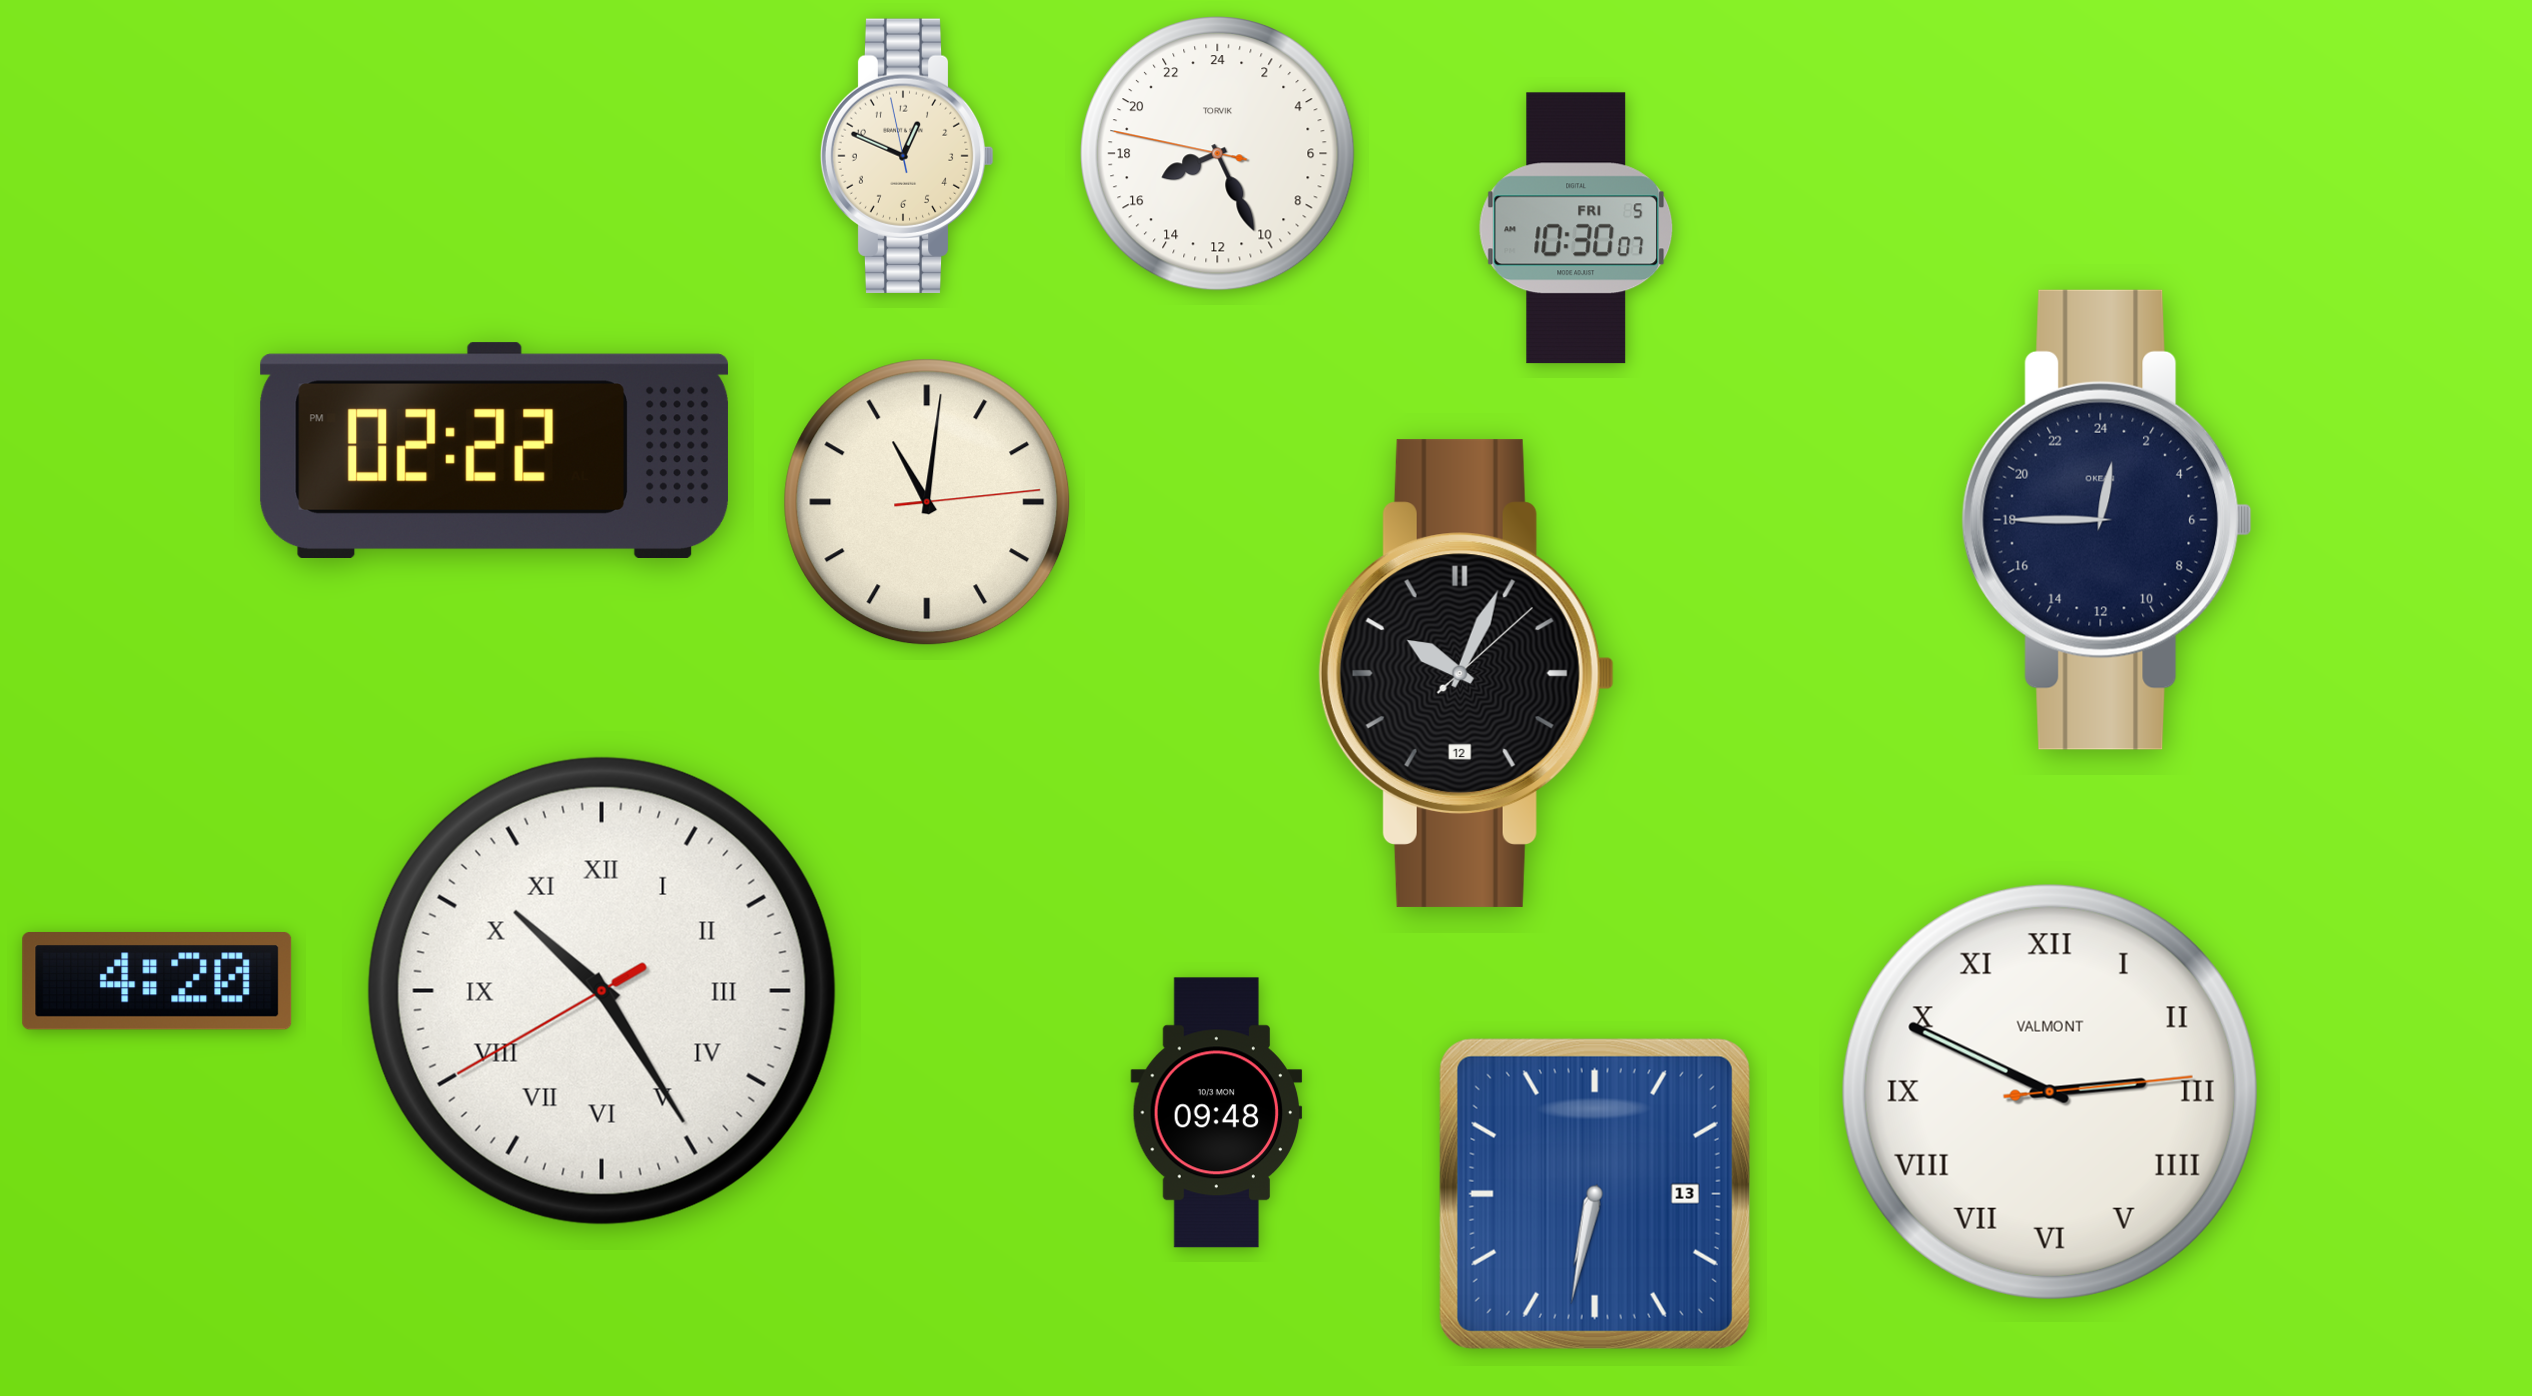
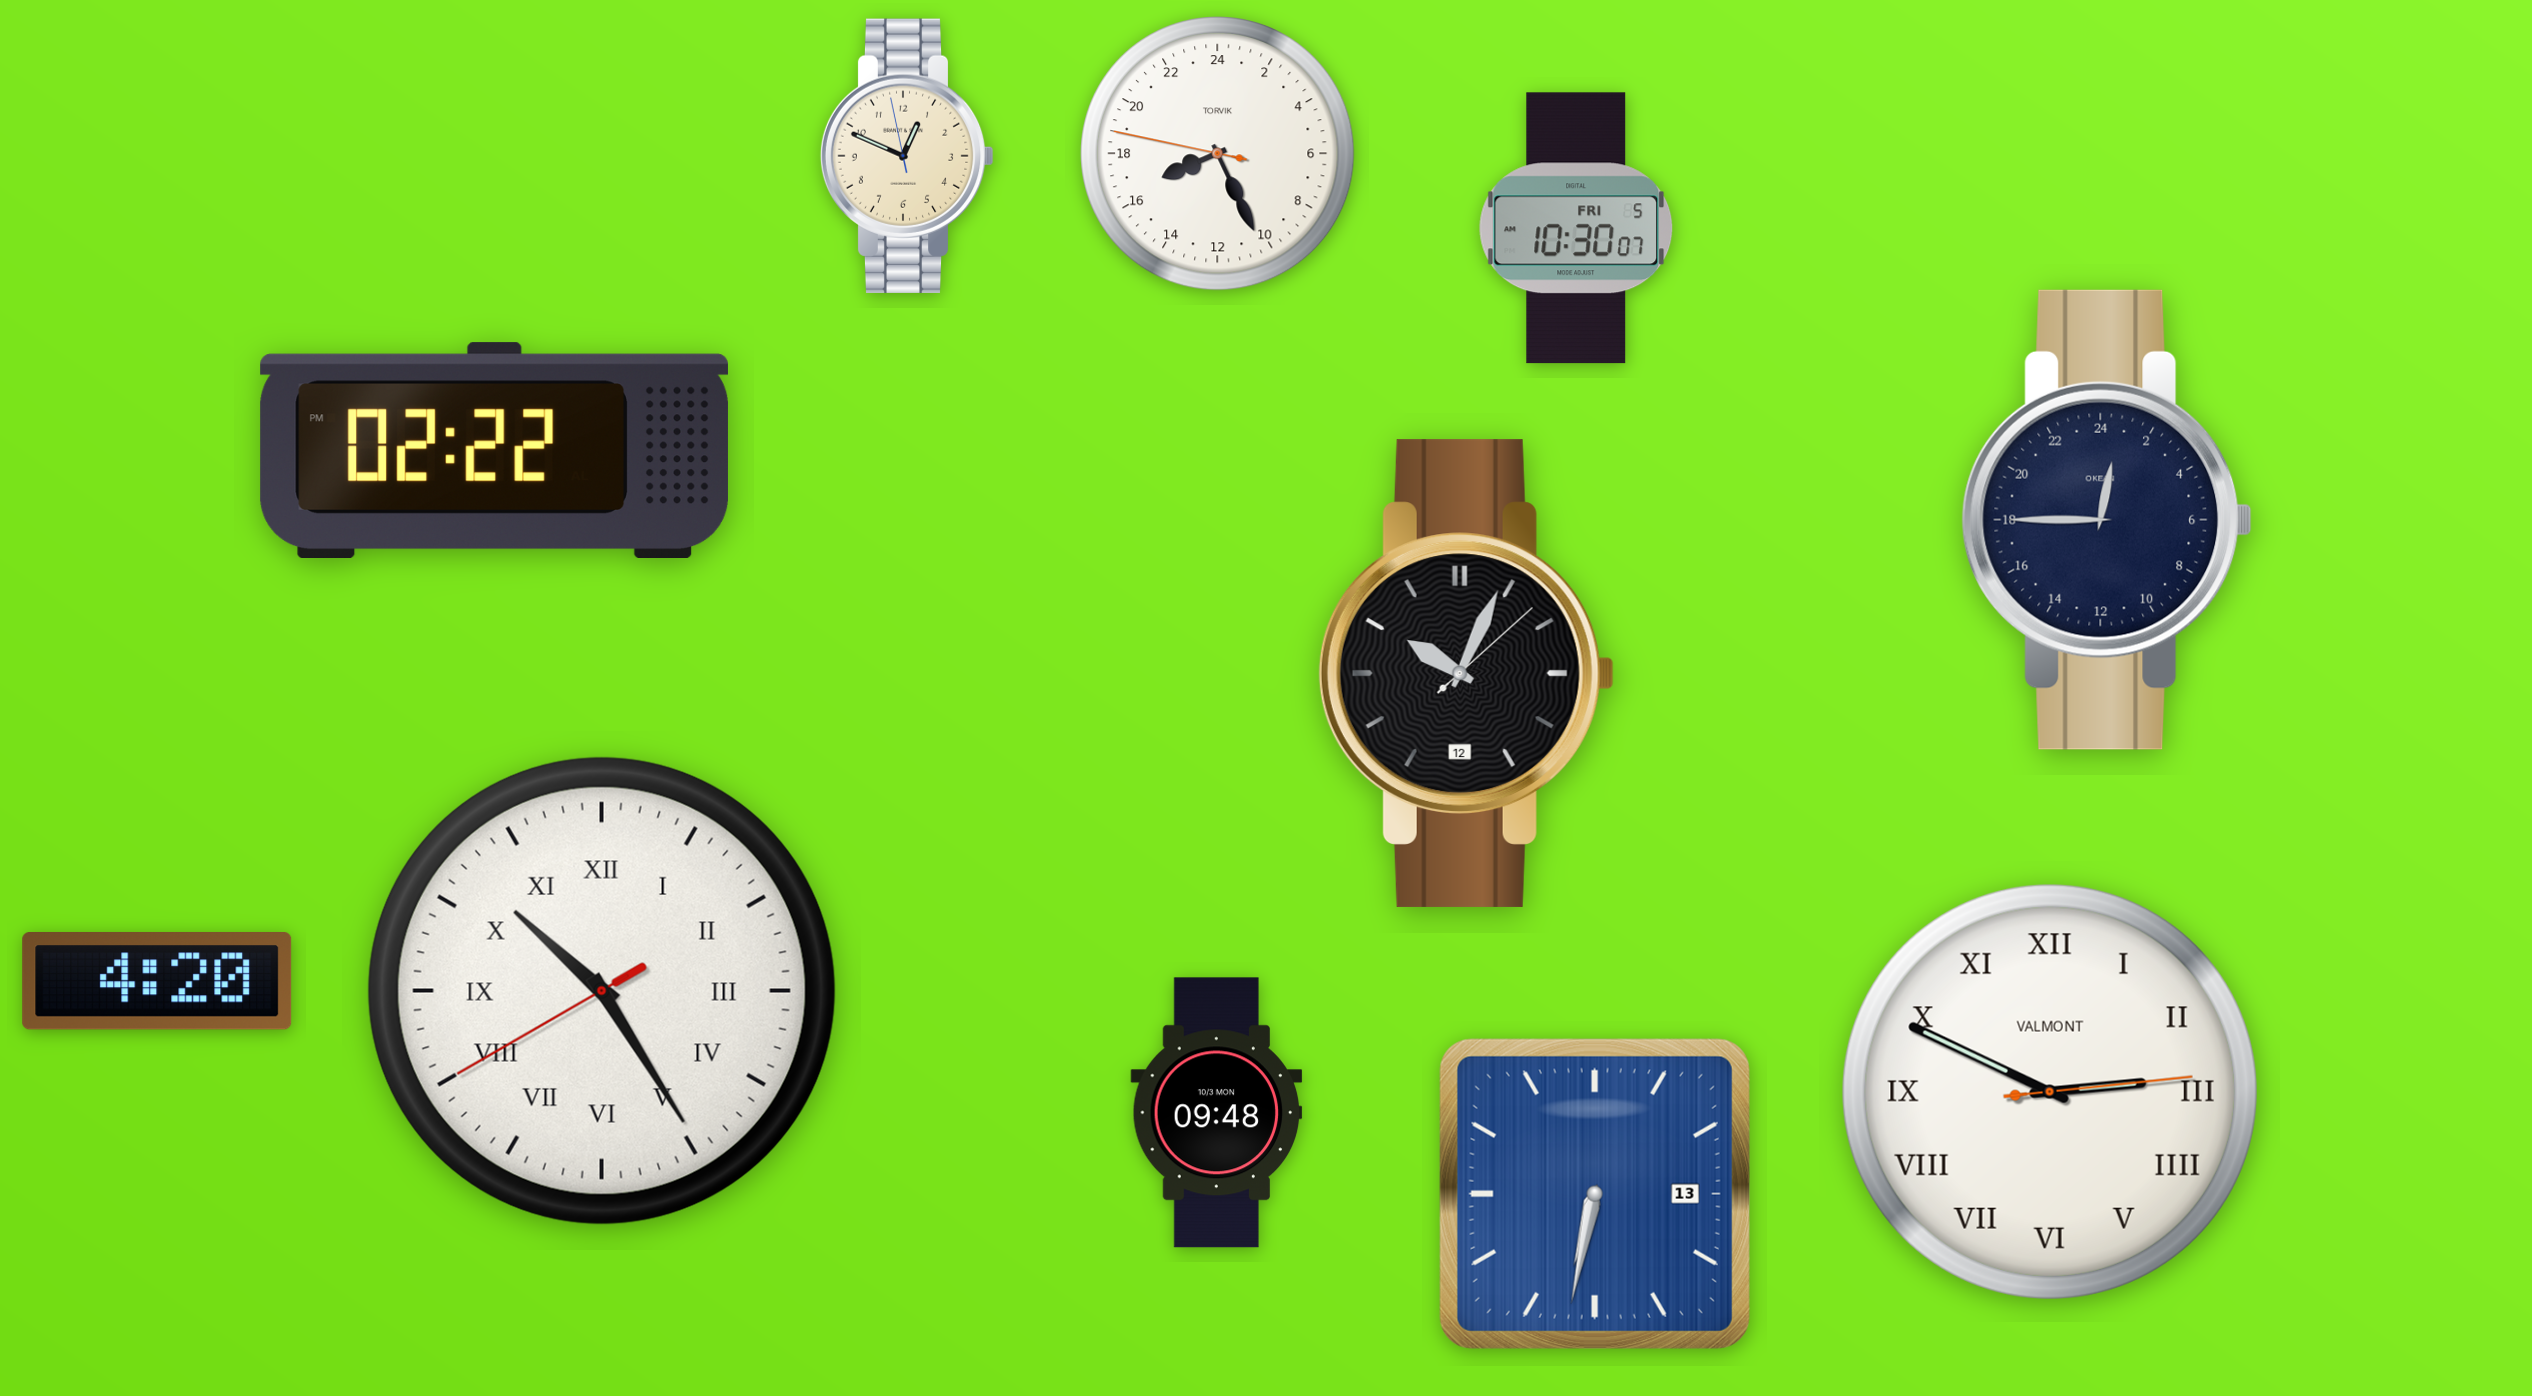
clock at (927, 502): 11:01 -> none
